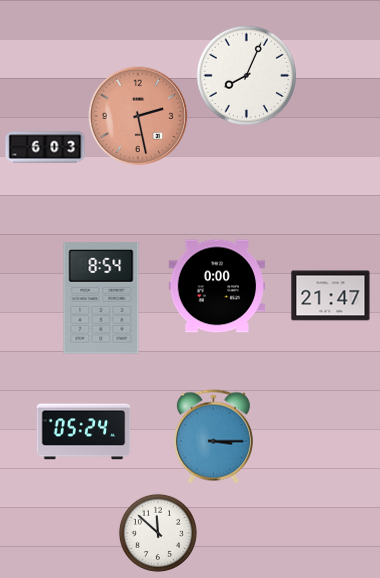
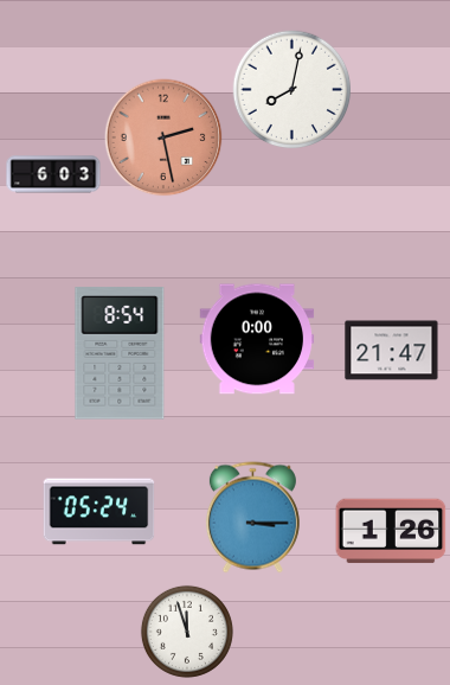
clock at (247, 76): 8:04 -> 8:02
clock at (391, 531): none -> 1:26
clock at (158, 533): 11:52 -> 11:57
